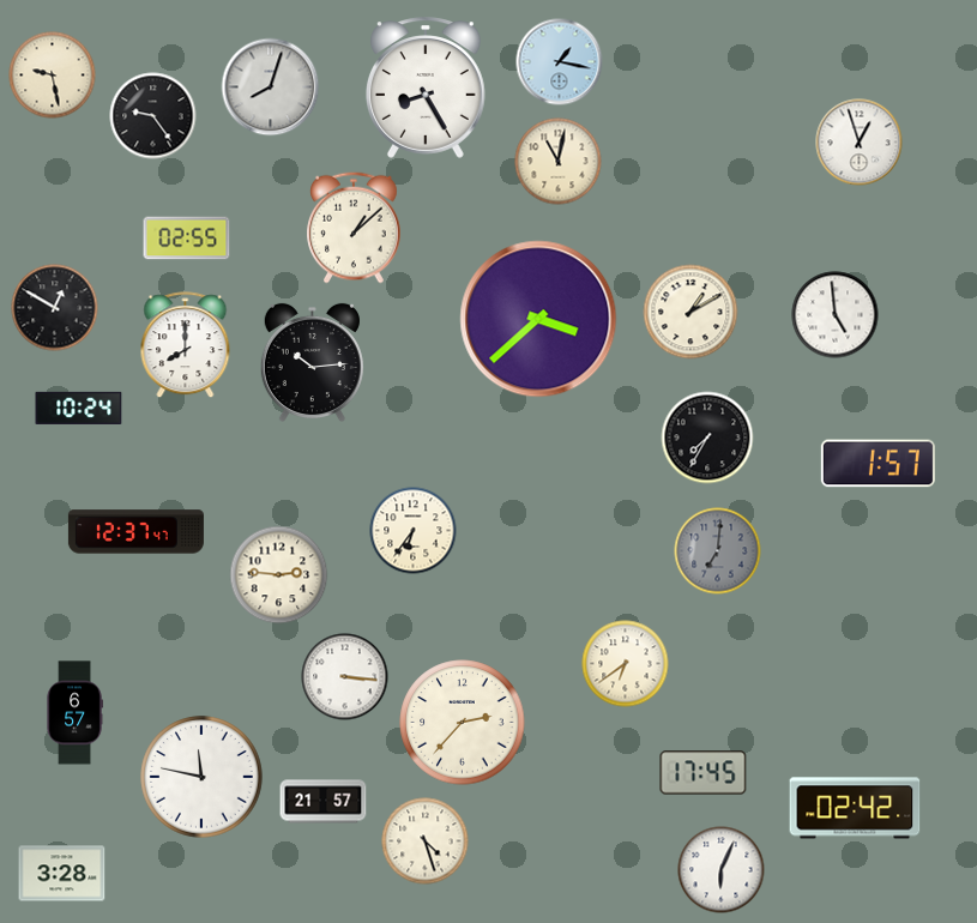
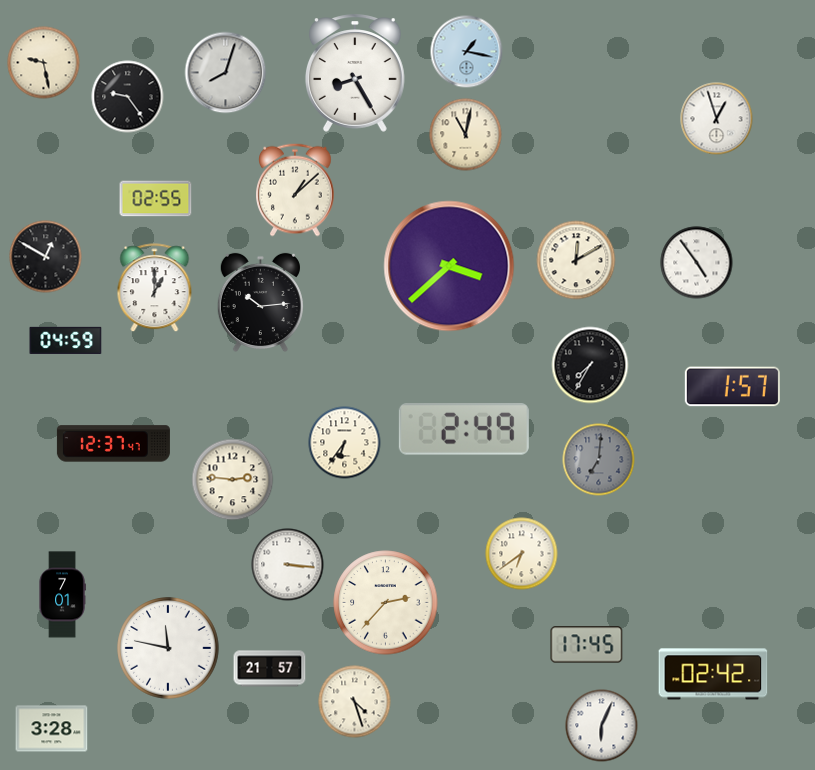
clock at (690, 312): 1:10 -> 12:10
clock at (836, 315): 4:59 -> 4:54
clock at (186, 345): 8:00 -> 1:00
clock at (79, 408): 10:24 -> 04:59
clock at (464, 430): none -> 2:49
clock at (74, 713): 6:57 -> 7:01
